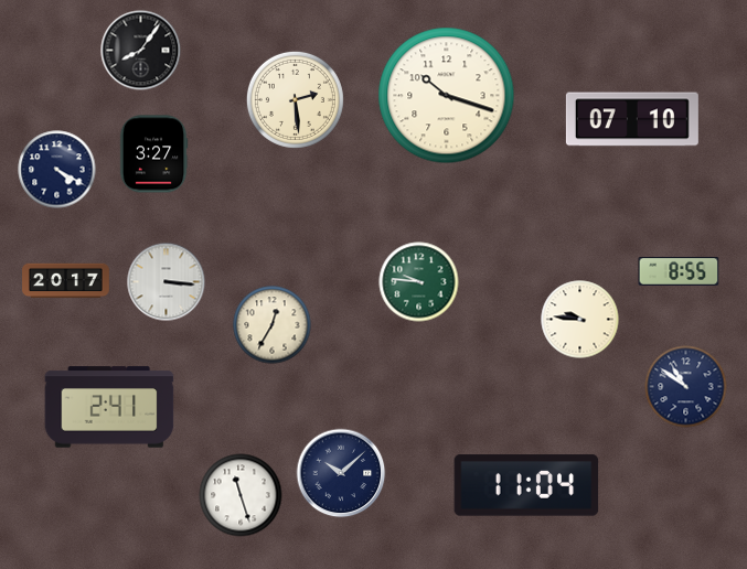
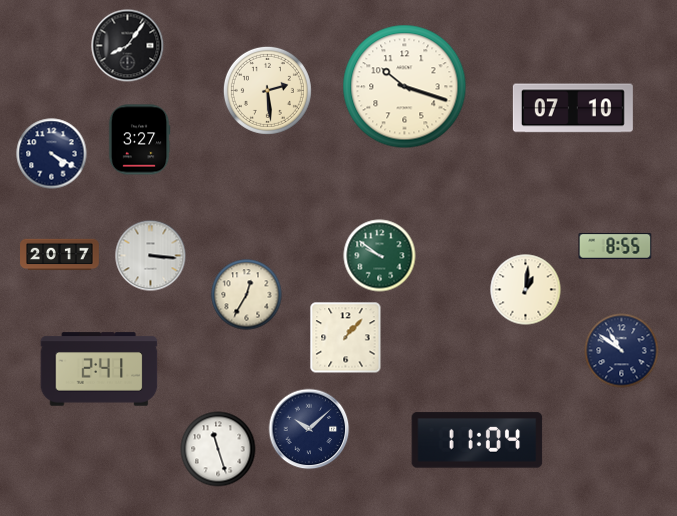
clock at (419, 282): 9:46 -> 9:51
clock at (580, 320): 9:46 -> 1:01
clock at (346, 338): none -> 1:07
